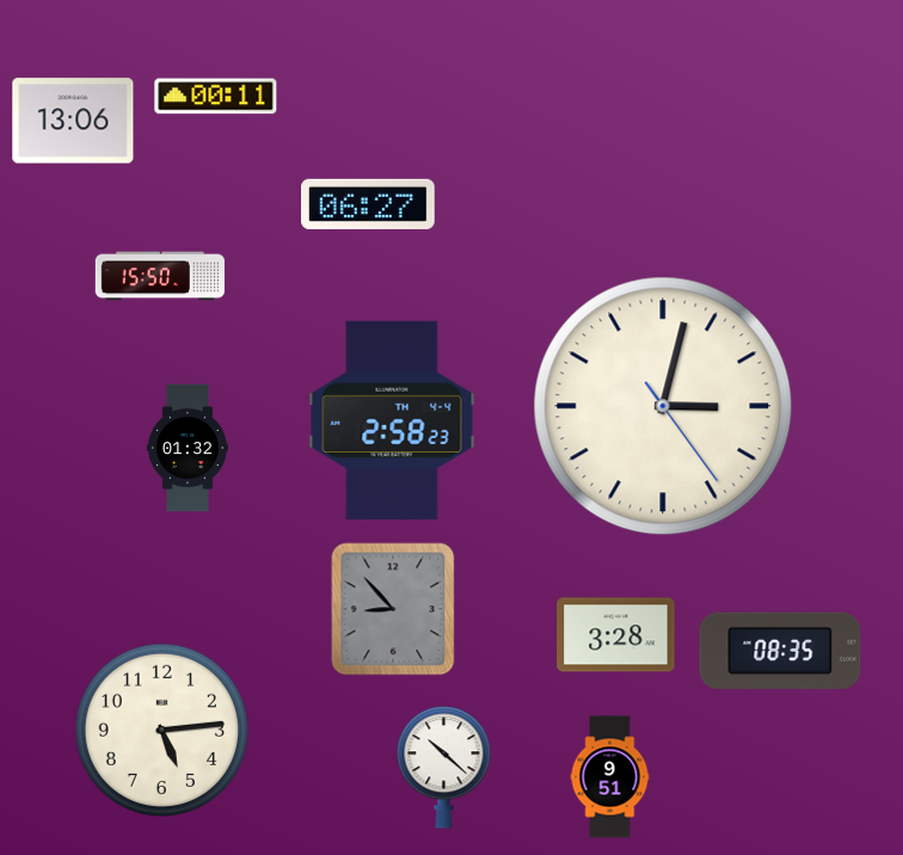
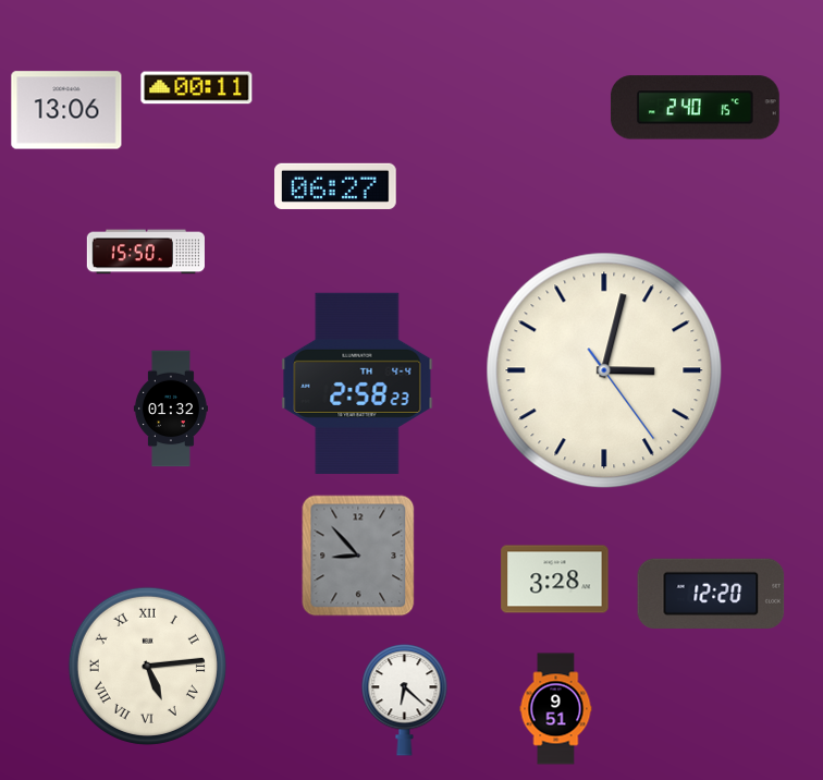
clock at (695, 108): none -> 2:40
clock at (616, 635) position: (616, 635) -> (555, 580)
clock at (780, 651): 08:35 -> 12:20
clock at (161, 730) numerals: Arabic -> Roman
clock at (444, 768): 10:22 -> 6:22
